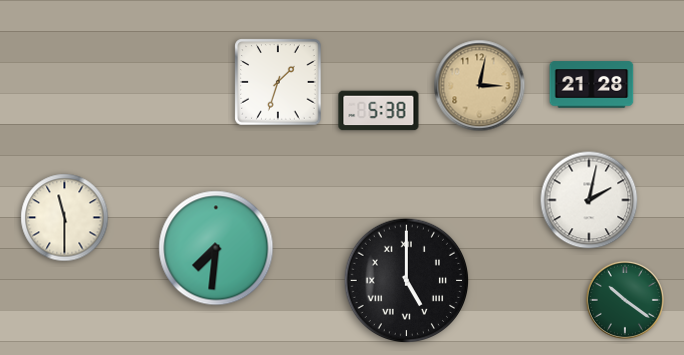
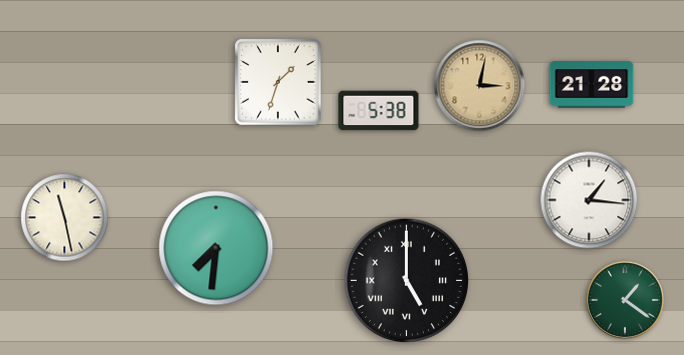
clock at (589, 200): 2:02 -> 1:16
clock at (65, 218): 11:30 -> 11:28
clock at (625, 300): 10:21 -> 1:21
